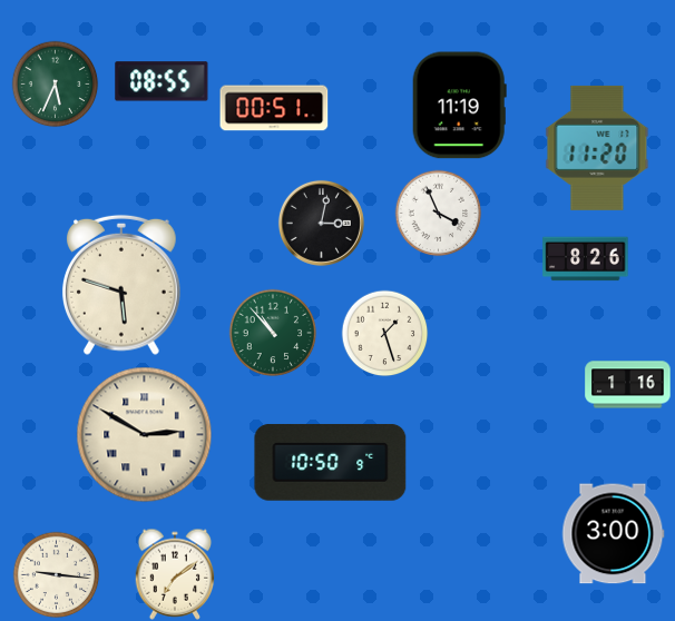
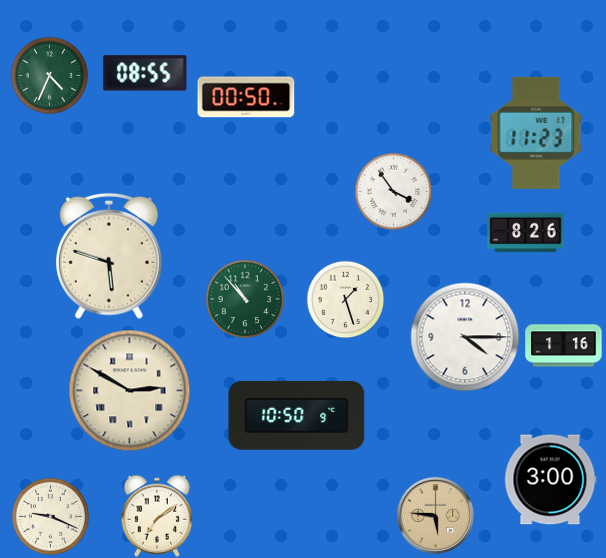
clock at (55, 83): 5:34 -> 4:34
clock at (459, 106): 11:19 -> none
clock at (274, 108): 00:51 -> 00:50
clock at (597, 148): 11:20 -> 11:23
clock at (438, 213): 3:56 -> 3:54
clock at (321, 223): 3:02 -> none
clock at (465, 337): none -> 4:15
clock at (435, 515): none -> 5:46
clock at (56, 574): 9:16 -> 9:19
